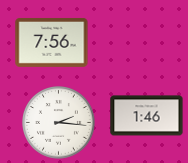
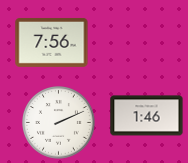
clock at (59, 123): 2:16 -> 2:11
